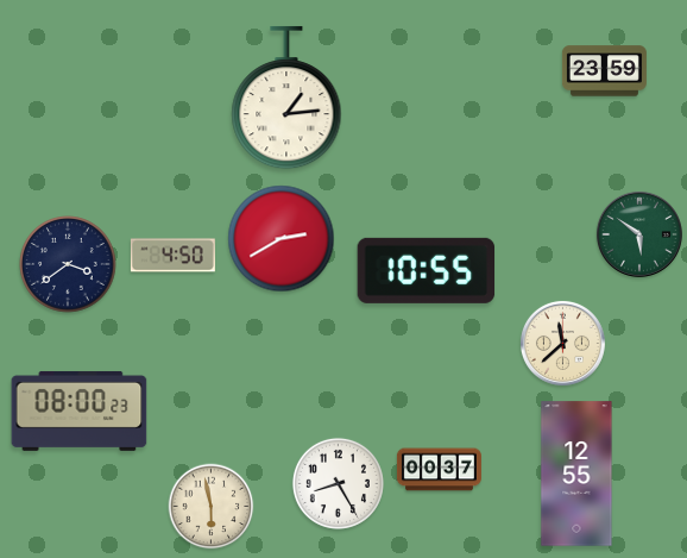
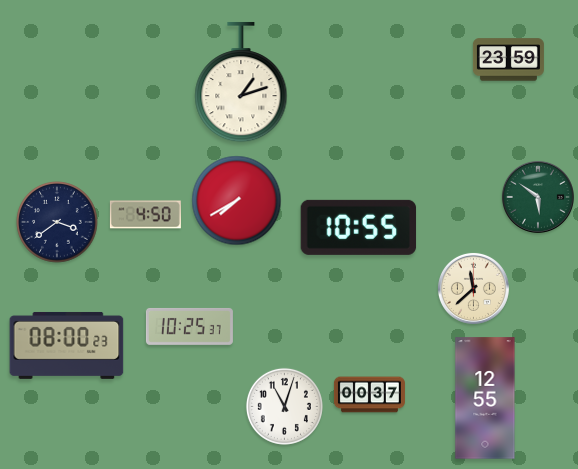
clock at (286, 98): 1:14 -> 1:12
clock at (282, 239): 2:40 -> 7:40
clock at (189, 326): none -> 10:25
clock at (338, 483): 8:25 -> 11:03
clock at (212, 507): 5:58 -> none
